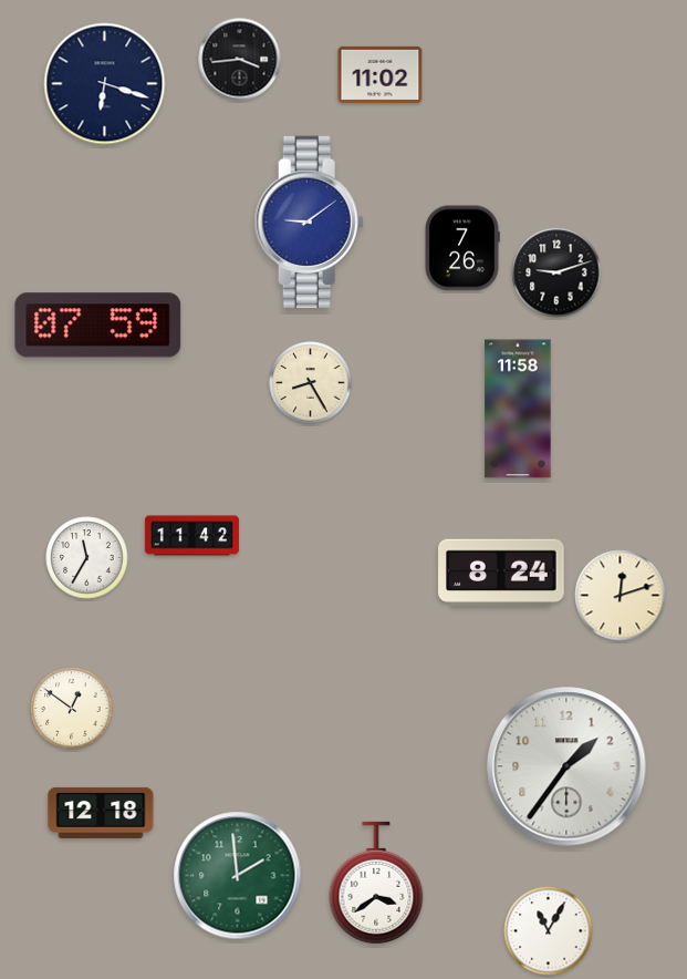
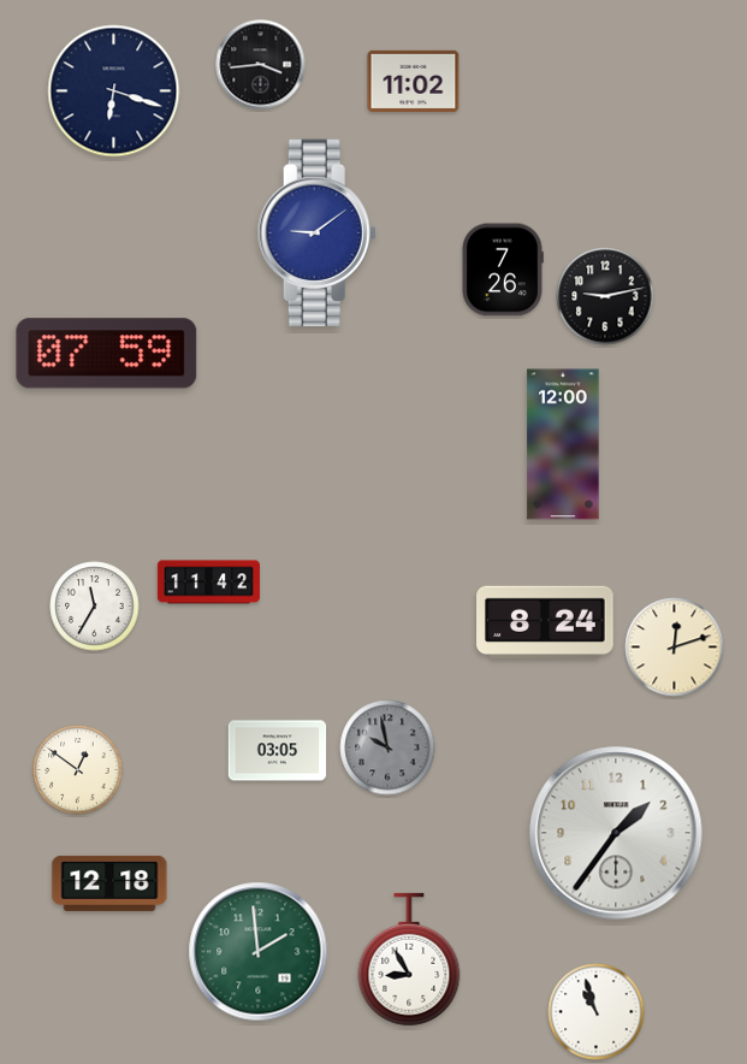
clock at (309, 221) position: (309, 221) -> (316, 232)
clock at (556, 272): 9:12 -> 9:13
clock at (311, 383): 8:25 -> none
clock at (518, 409): 11:58 -> 12:00
clock at (387, 747): none -> 9:58
clock at (278, 751): none -> 03:05
clock at (376, 883): 3:39 -> 8:55
clock at (549, 931): 11:05 -> 10:57
